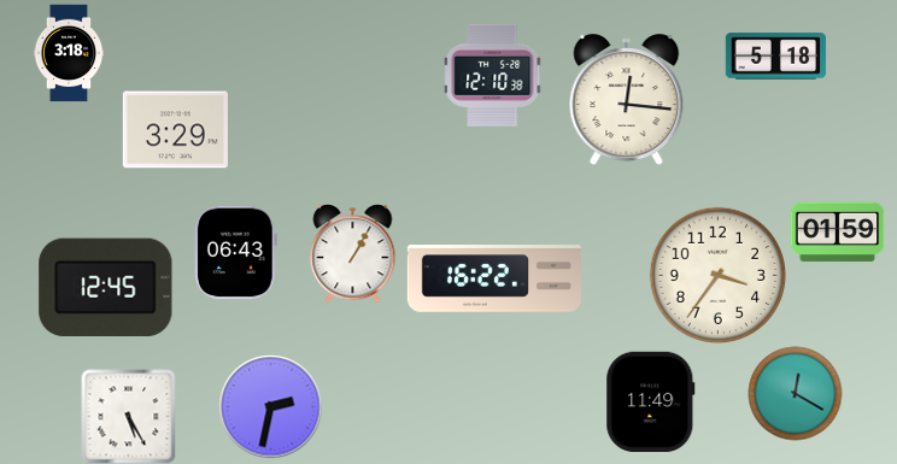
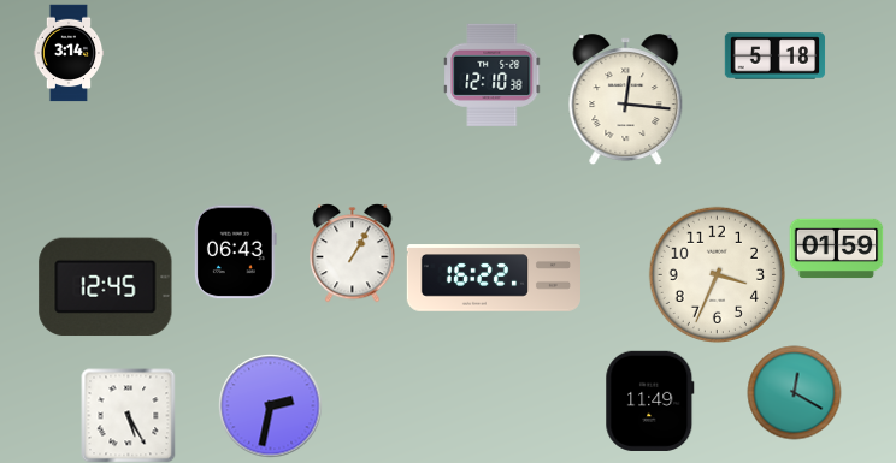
clock at (69, 53): 3:18 -> 3:14
clock at (175, 130): 3:29 -> none
clock at (837, 233) position: (837, 233) -> (836, 249)
clock at (717, 275): 3:36 -> 3:34
